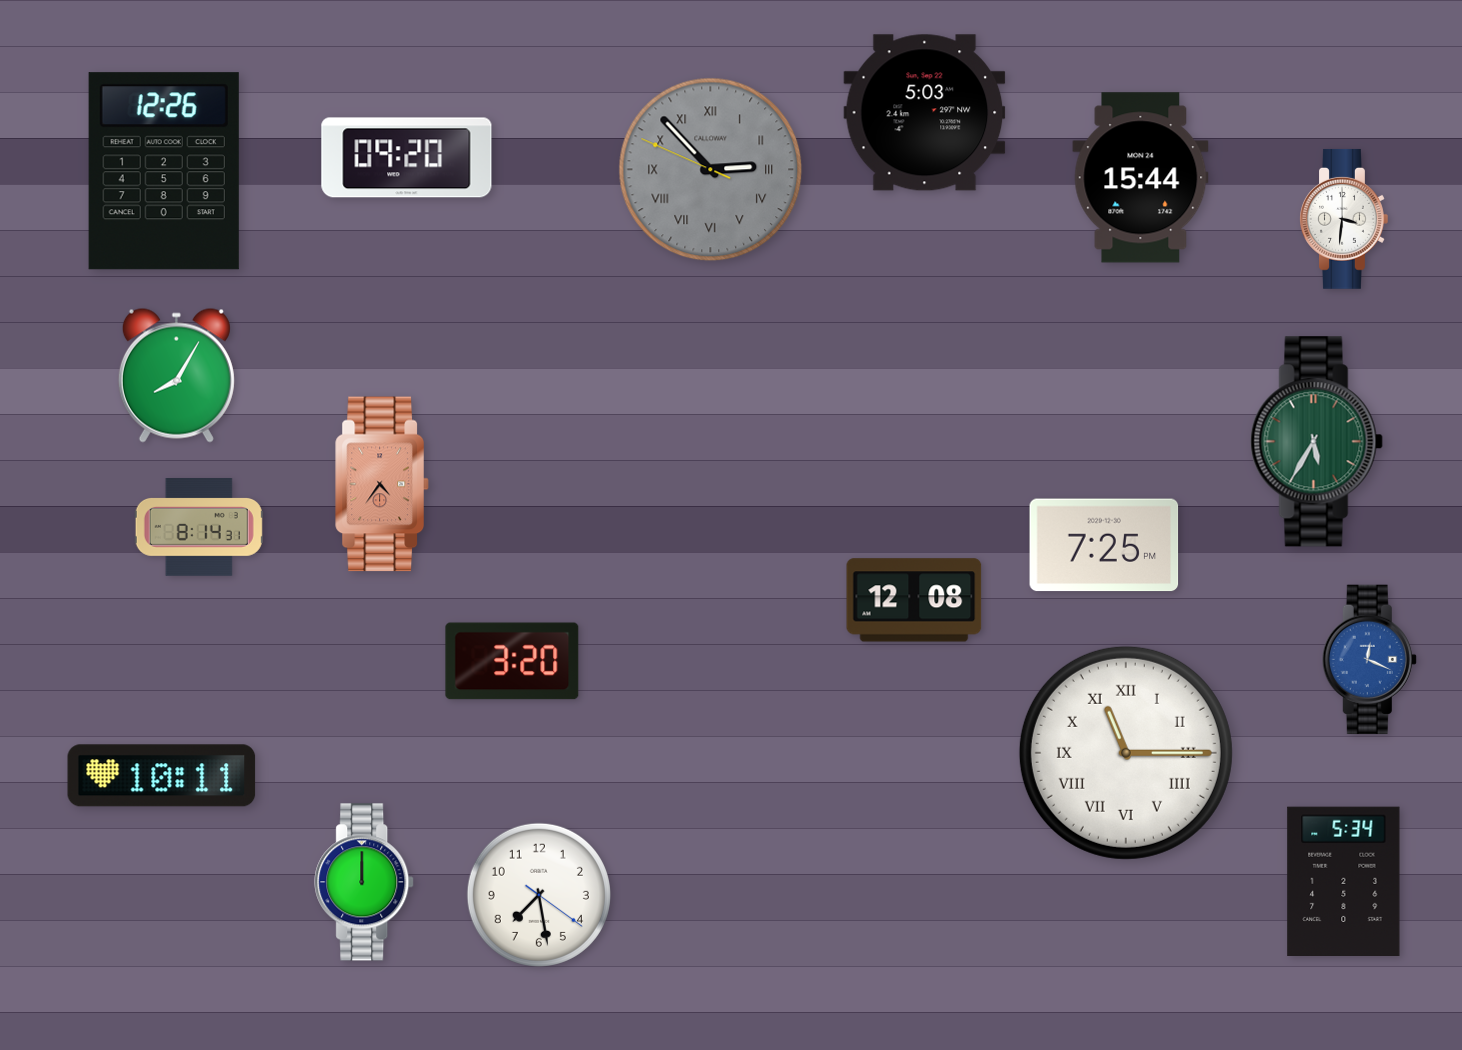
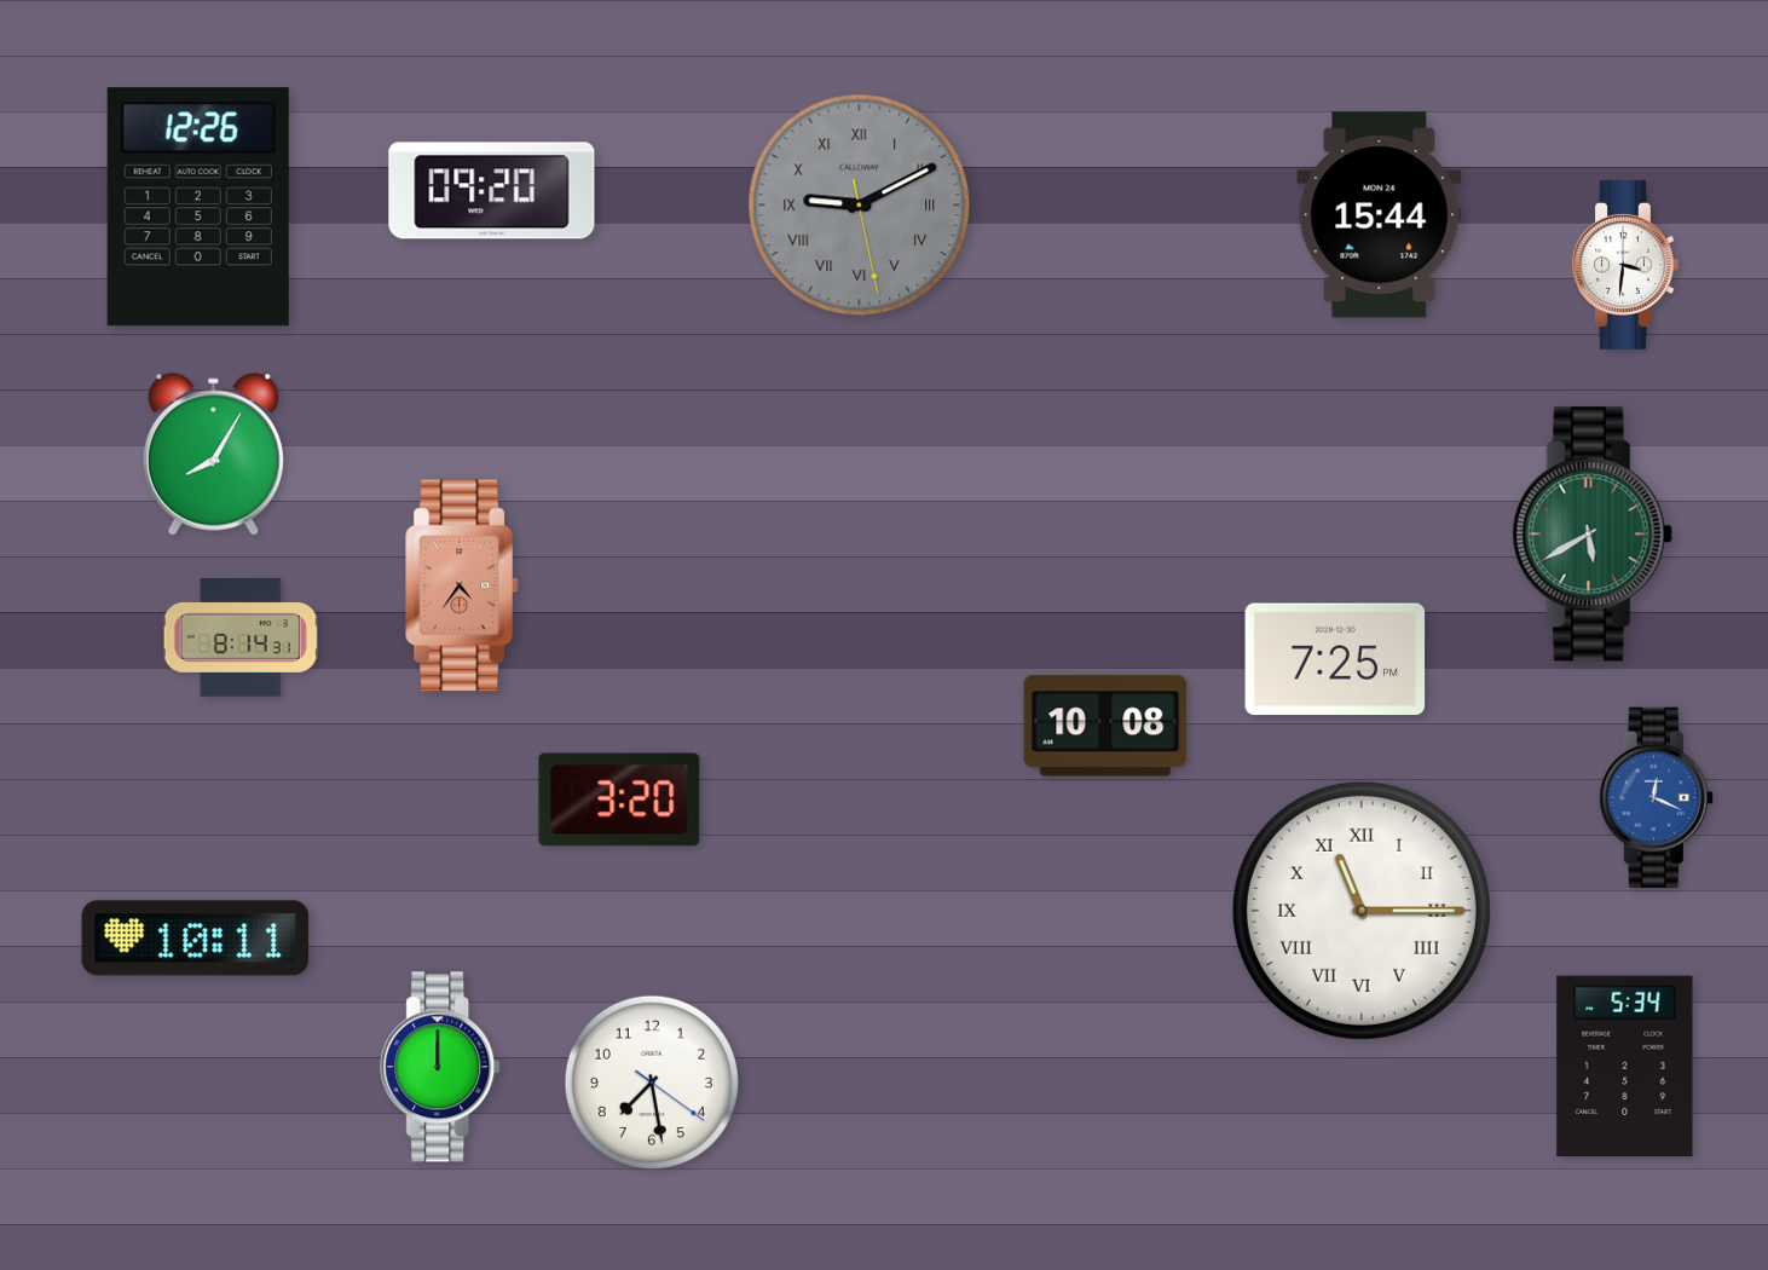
clock at (925, 113): 5:03 -> none
clock at (711, 170): 2:52 -> 9:10
clock at (1316, 442): 5:35 -> 5:40
clock at (914, 600): 12:08 -> 10:08
